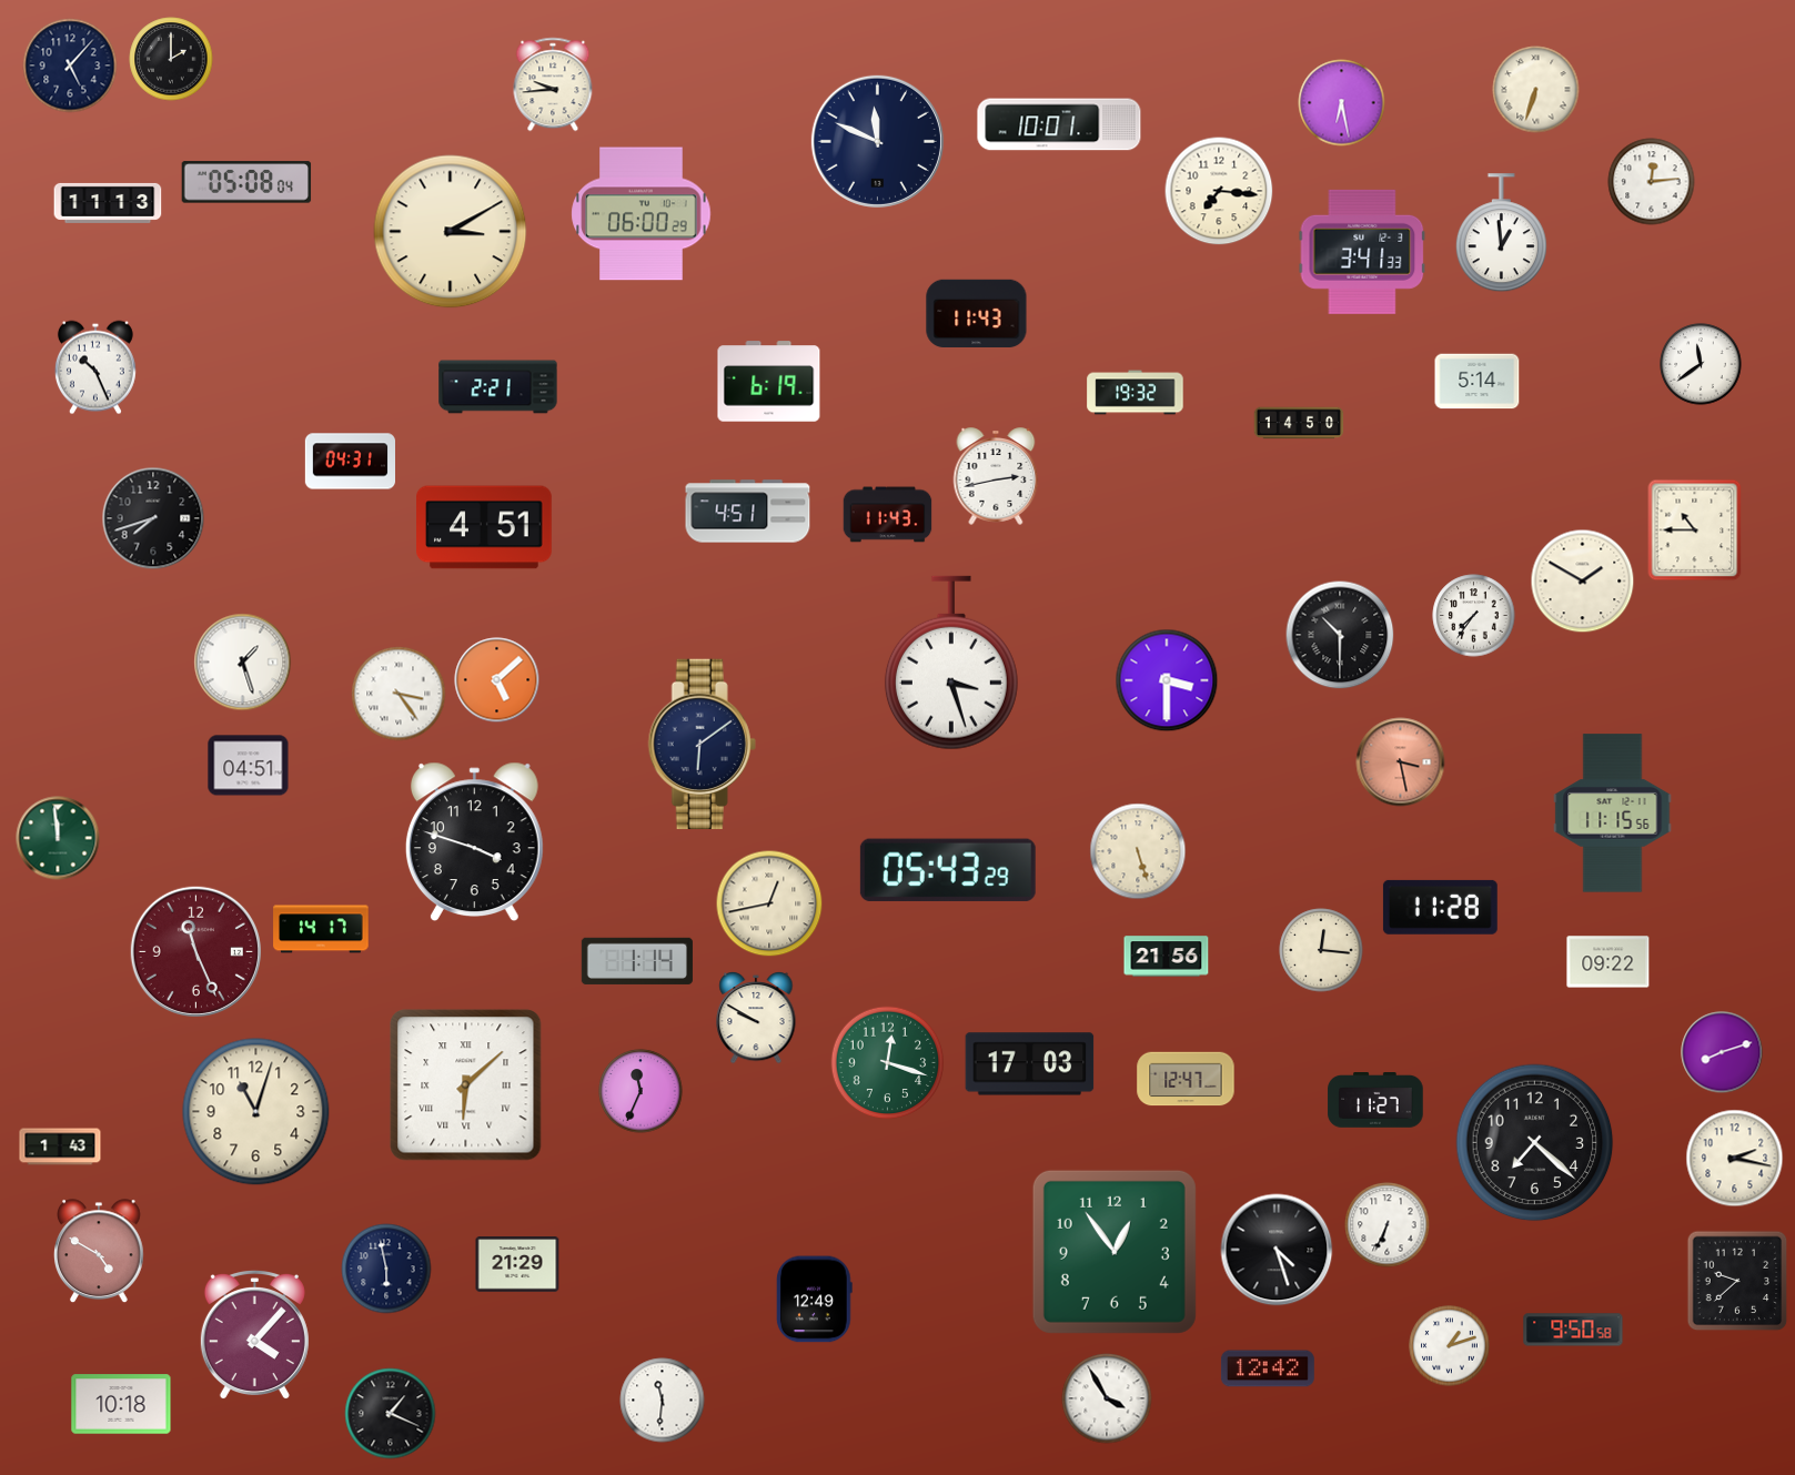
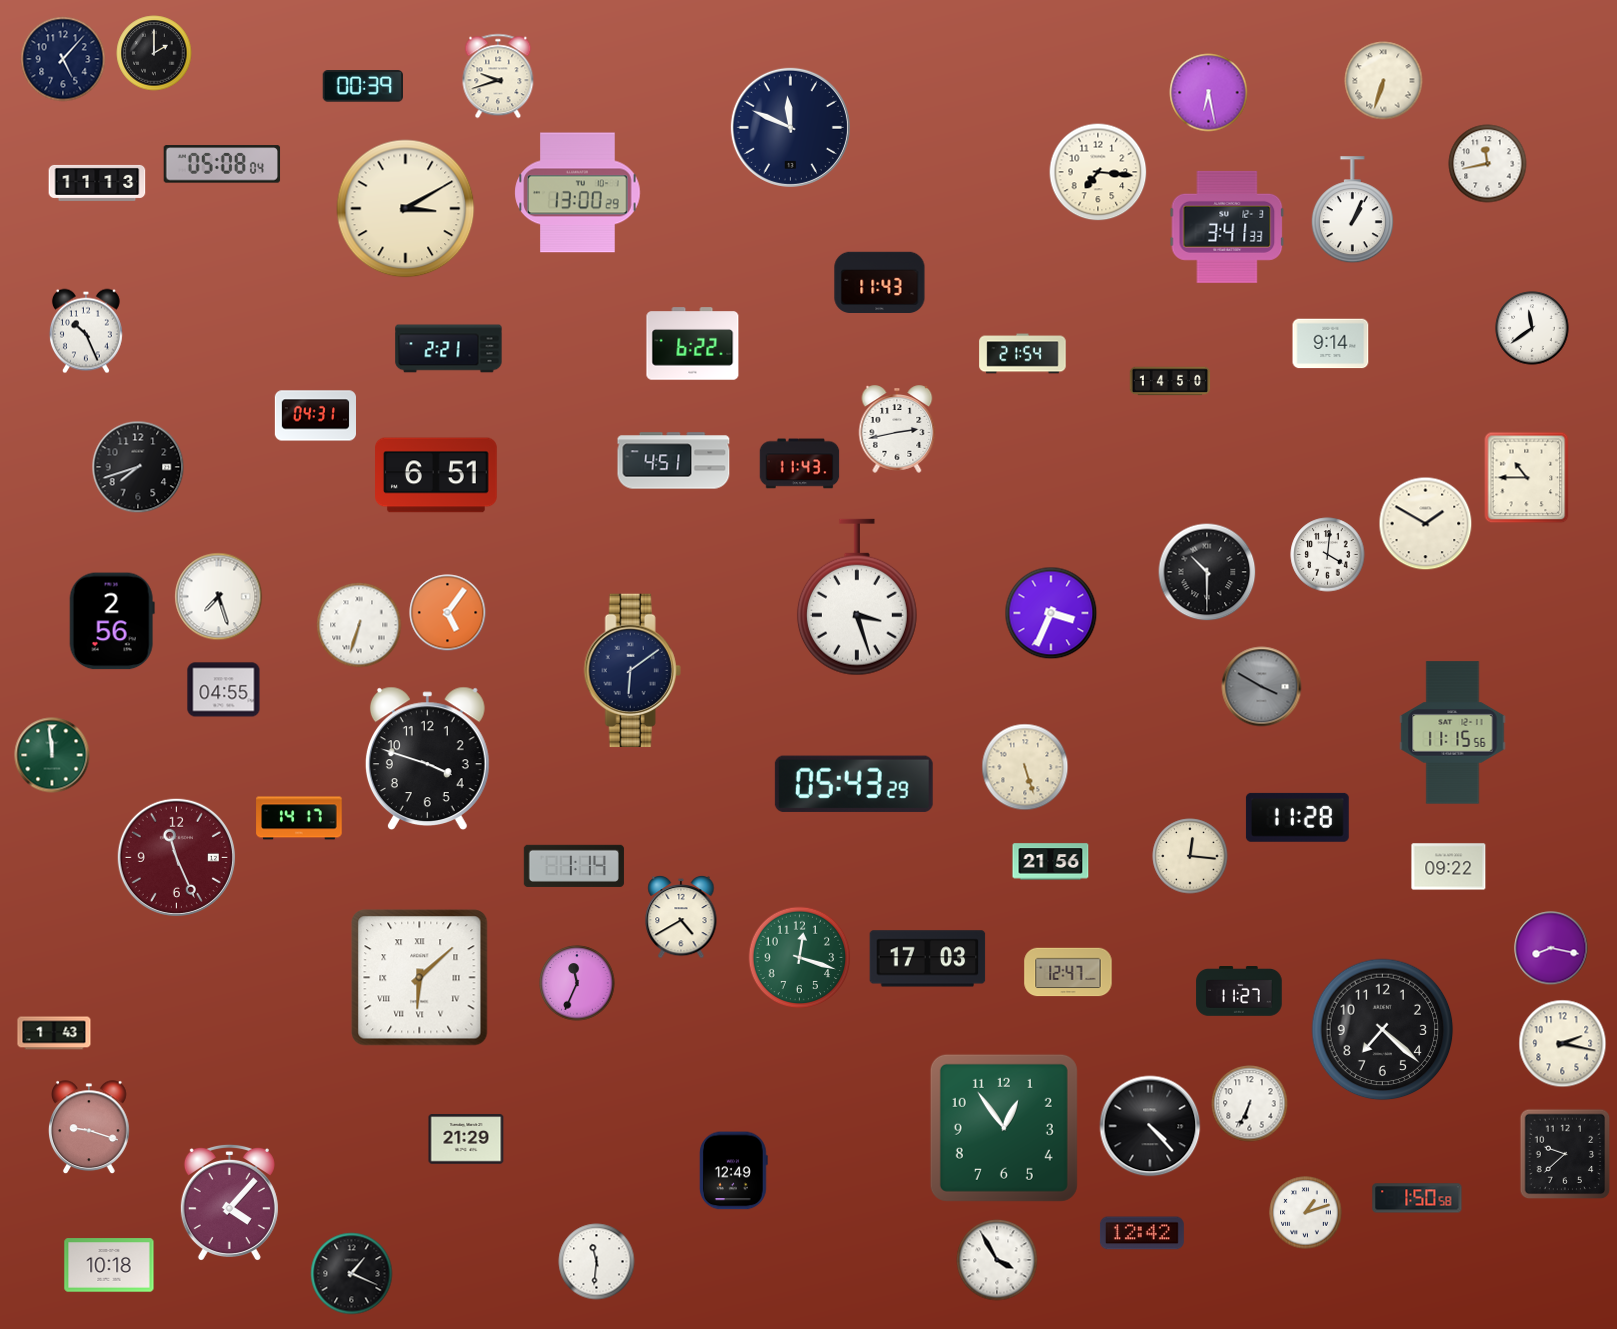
clock at (553, 84): 9:44 -> 9:42
clock at (362, 86): none -> 00:39
clock at (1059, 124): 10:01 -> none
clock at (1652, 182): 12:14 -> 11:43
clock at (642, 214): 06:00 -> 13:00
clock at (1501, 233): 12:59 -> 1:04
clock at (769, 382): 6:19 -> 6:22
clock at (1478, 382): 5:14 -> 9:14
clock at (1136, 393): 19:32 -> 21:54
clock at (485, 527): 4:51 -> 6:51
clock at (1474, 616): 7:36 -> 4:01
clock at (243, 663): 1:27 -> 7:27
clock at (497, 680): 5:08 -> 5:06
clock at (1167, 680): 3:30 -> 3:34
clock at (112, 621): none -> 2:56
clock at (399, 694): 3:24 -> 6:33
clock at (1401, 762): 3:28 -> 3:50
clock at (1401, 762) dial: salmon -> grey
clock at (249, 766): 04:51 -> 04:55
clock at (769, 903): 12:43 -> none
clock at (321, 929) position: (321, 929) -> (299, 818)
clock at (756, 1018): 9:50 -> 4:40
clock at (1722, 1052): 8:12 -> 8:17
clock at (256, 1112): 11:03 -> none
clock at (1277, 1250): 4:27 -> 4:23
clock at (100, 1252): 4:50 -> 9:18
clock at (386, 1269): 5:58 -> none
clock at (1573, 1330): 9:50 -> 1:50
